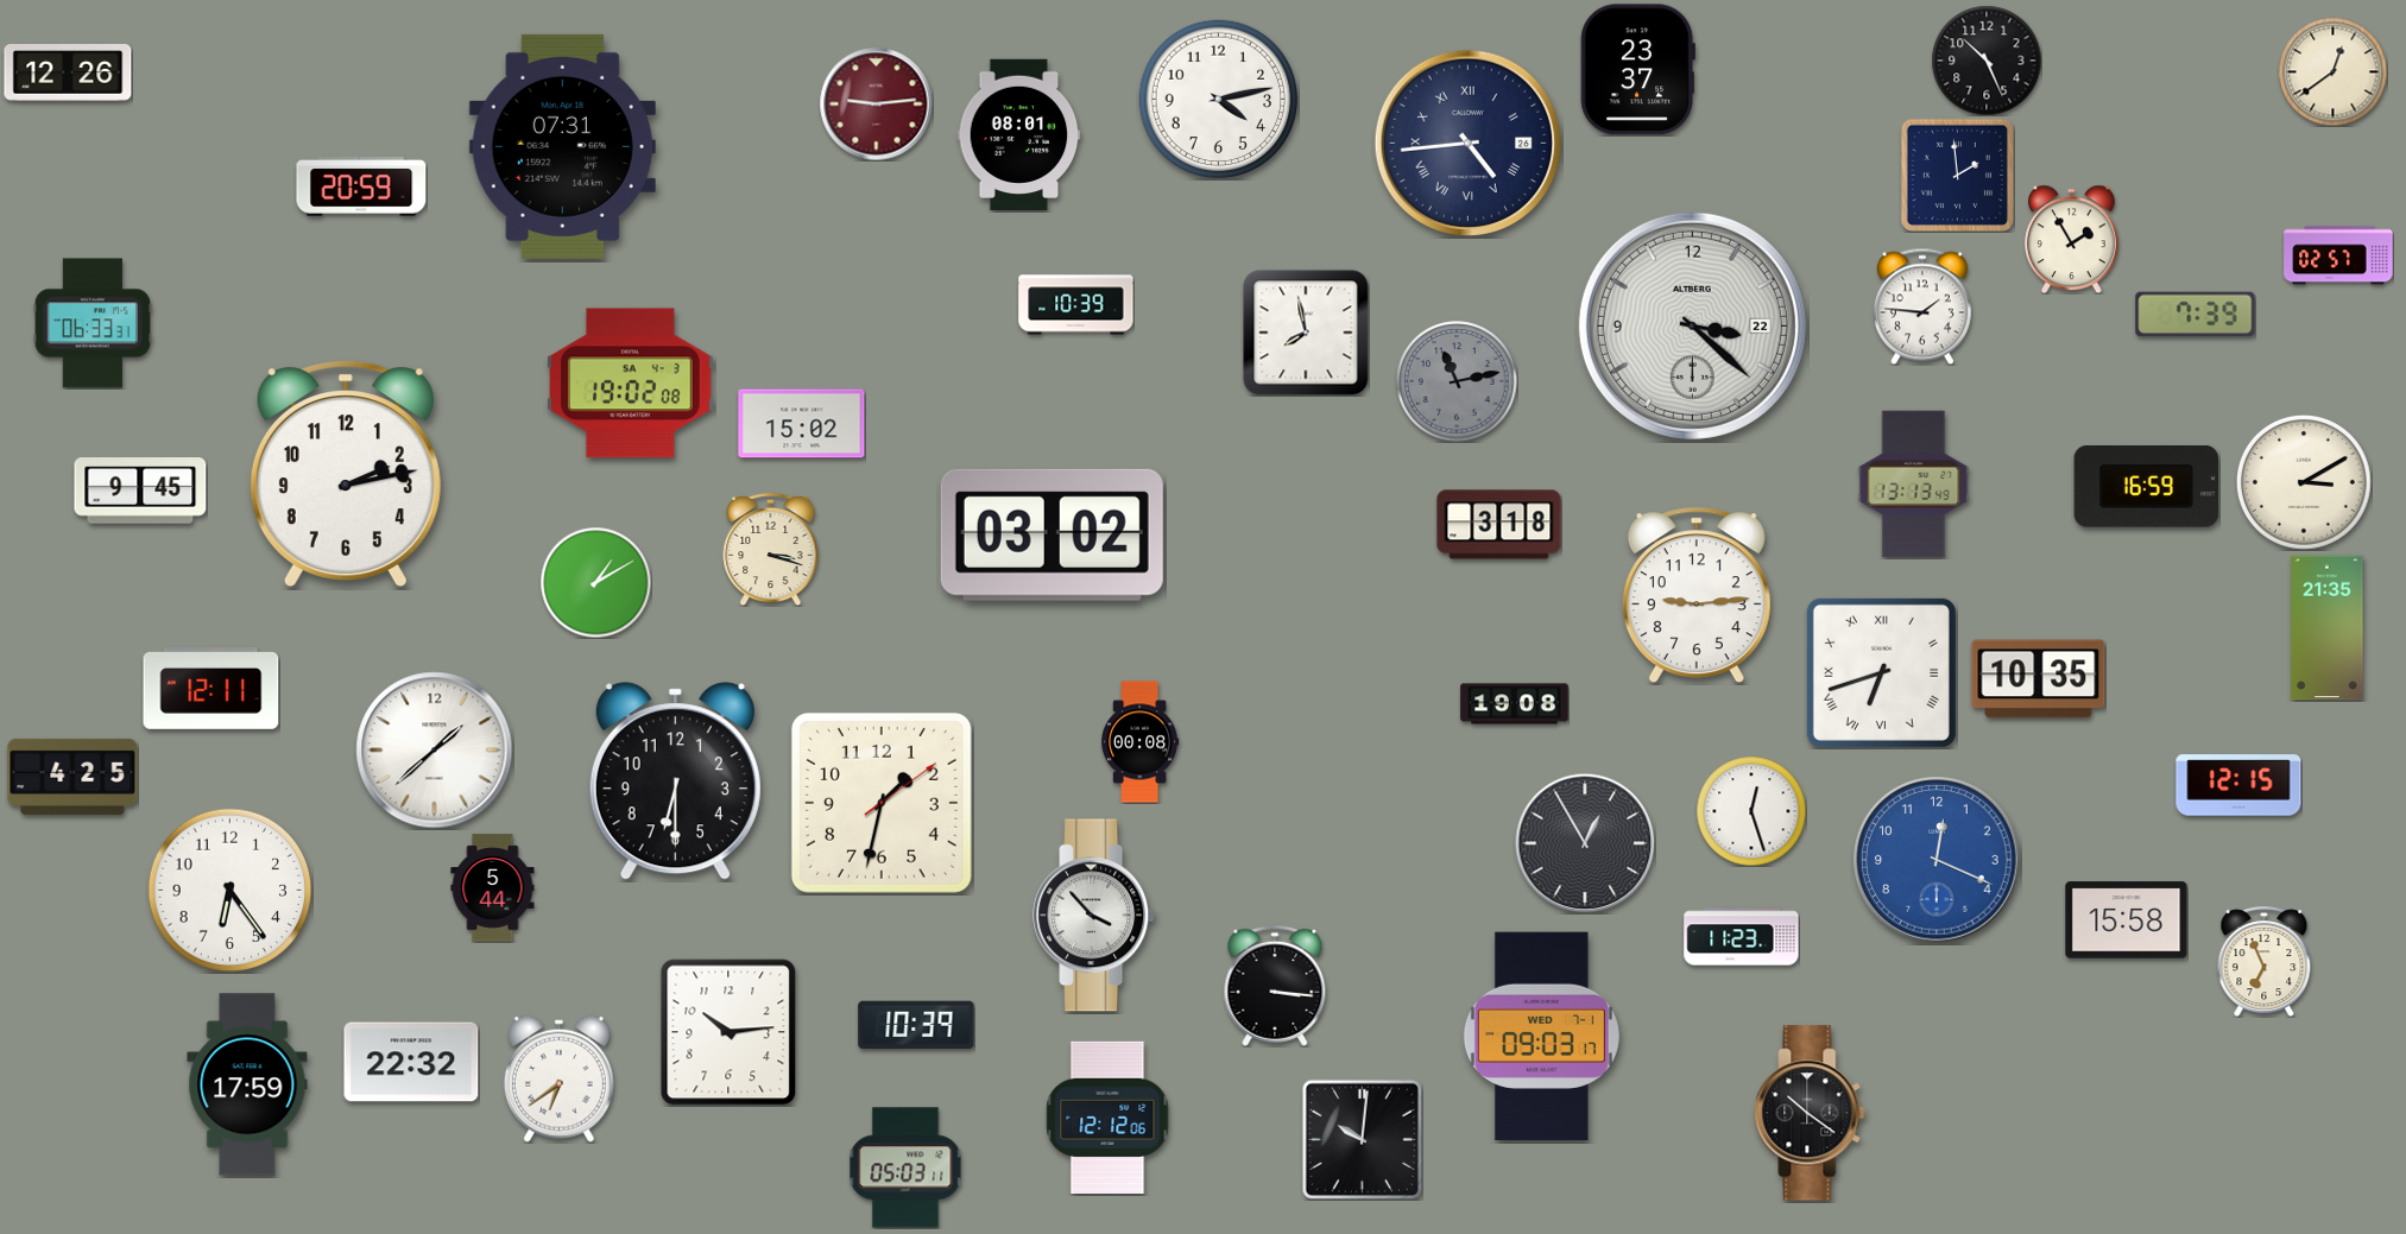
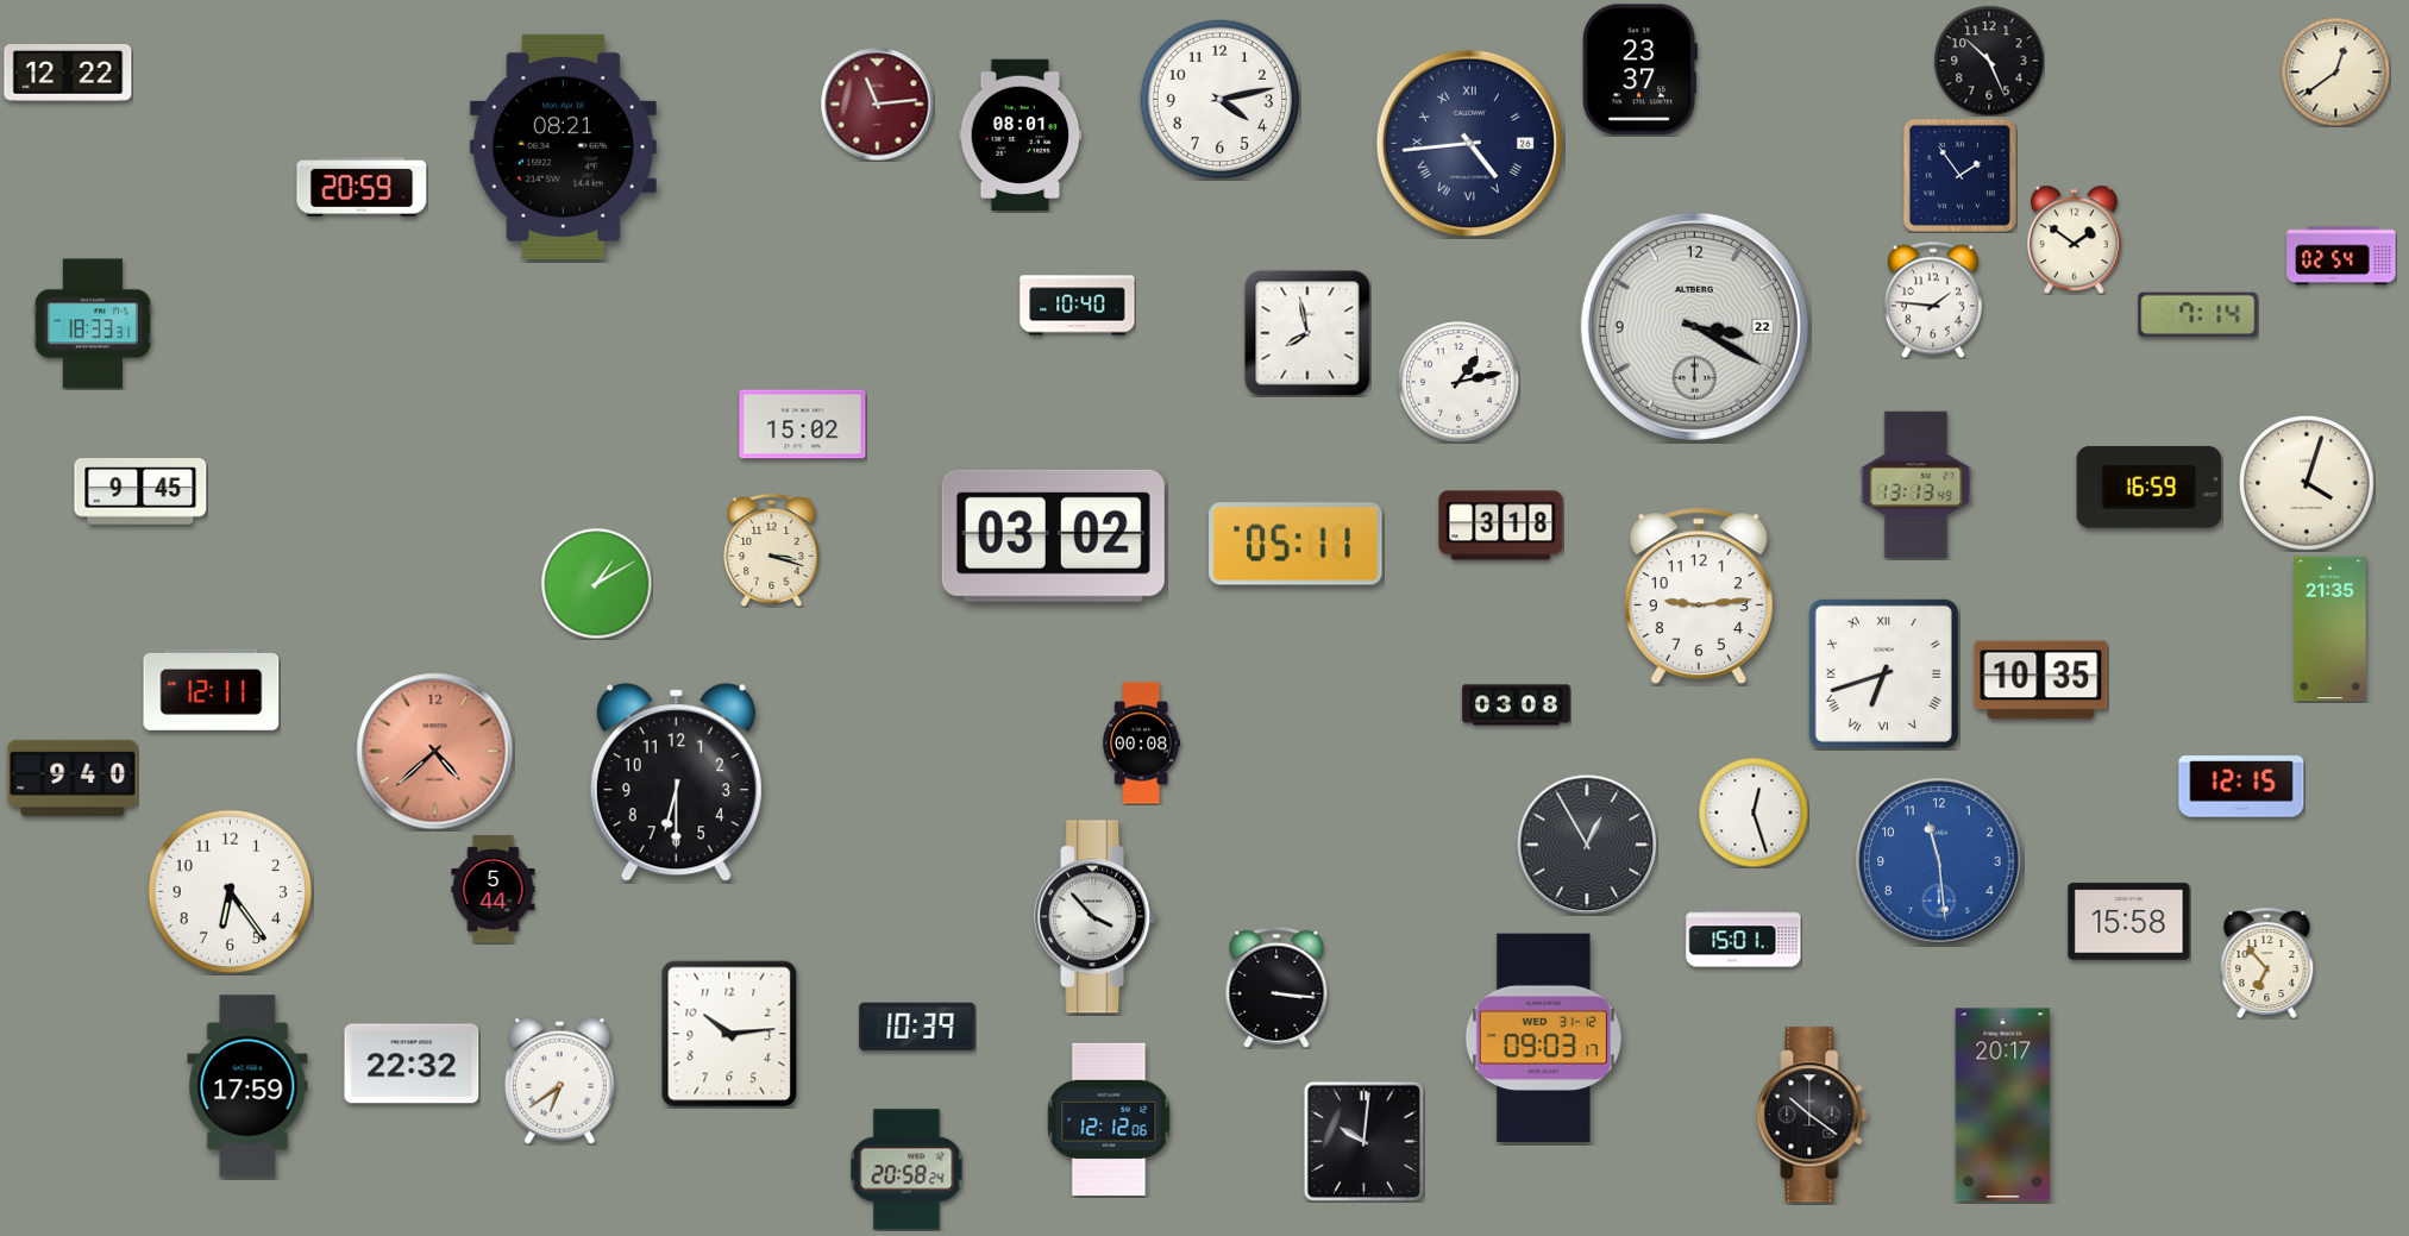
clock at (68, 74): 12:26 -> 12:22
clock at (876, 103): 9:14 -> 11:14
clock at (562, 146): 07:31 -> 08:21
clock at (1957, 175): 1:59 -> 1:54
clock at (2072, 239): 1:55 -> 1:51
clock at (2338, 255): 02:57 -> 02:54
clock at (1076, 305): 10:39 -> 10:40
clock at (1922, 306) position: (1922, 306) -> (1933, 300)
clock at (2196, 315): 7:39 -> 7:14
clock at (93, 323): 06:33 -> 18:33
clock at (1692, 325): 3:22 -> 3:20
clock at (1457, 381): 11:13 -> 1:13
clock at (1457, 381) dial: grey -> white
clock at (630, 384): 19:02 -> none
clock at (346, 474): 2:13 -> none
clock at (2305, 483): 3:10 -> 4:03
clock at (1296, 544): none -> 05:11
clock at (1515, 704): 19:08 -> 03:08
clock at (435, 751): 1:38 -> 4:38
clock at (435, 751) dial: white -> salmon
clock at (72, 777): 4:25 -> 9:40
clock at (882, 803): 1:32 -> none
clock at (1937, 860): 12:19 -> 11:29
clock at (1742, 937): 11:23 -> 15:01
clock at (2265, 961): 6:56 -> 6:53
clock at (1541, 1037) date: WED 7-1 -> WED 31-12
clock at (2003, 1105): none -> 20:17
clock at (905, 1167): 05:03 -> 20:58
